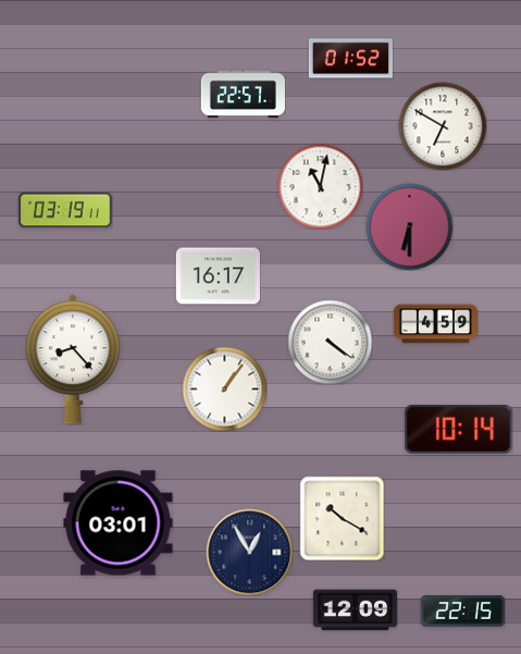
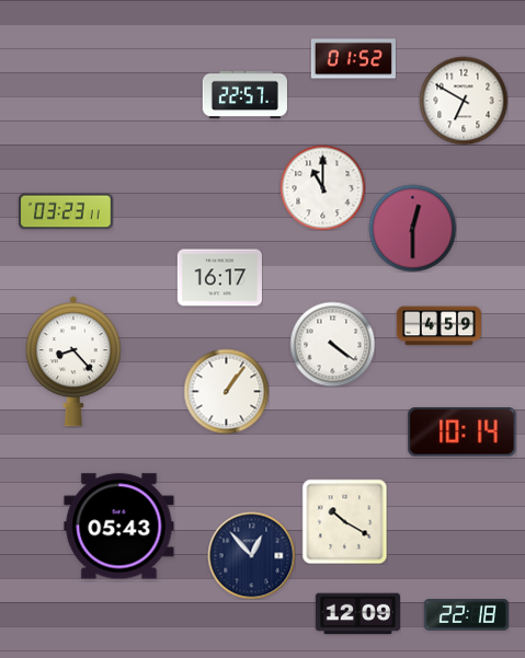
clock at (443, 126) position: (443, 126) -> (464, 101)
clock at (320, 186): 11:02 -> 11:00
clock at (66, 210): 03:19 -> 03:23
clock at (409, 226): 6:30 -> 12:30
clock at (119, 523): 03:01 -> 05:43
clock at (249, 552): 12:55 -> 12:53
clock at (462, 612): 22:15 -> 22:18
